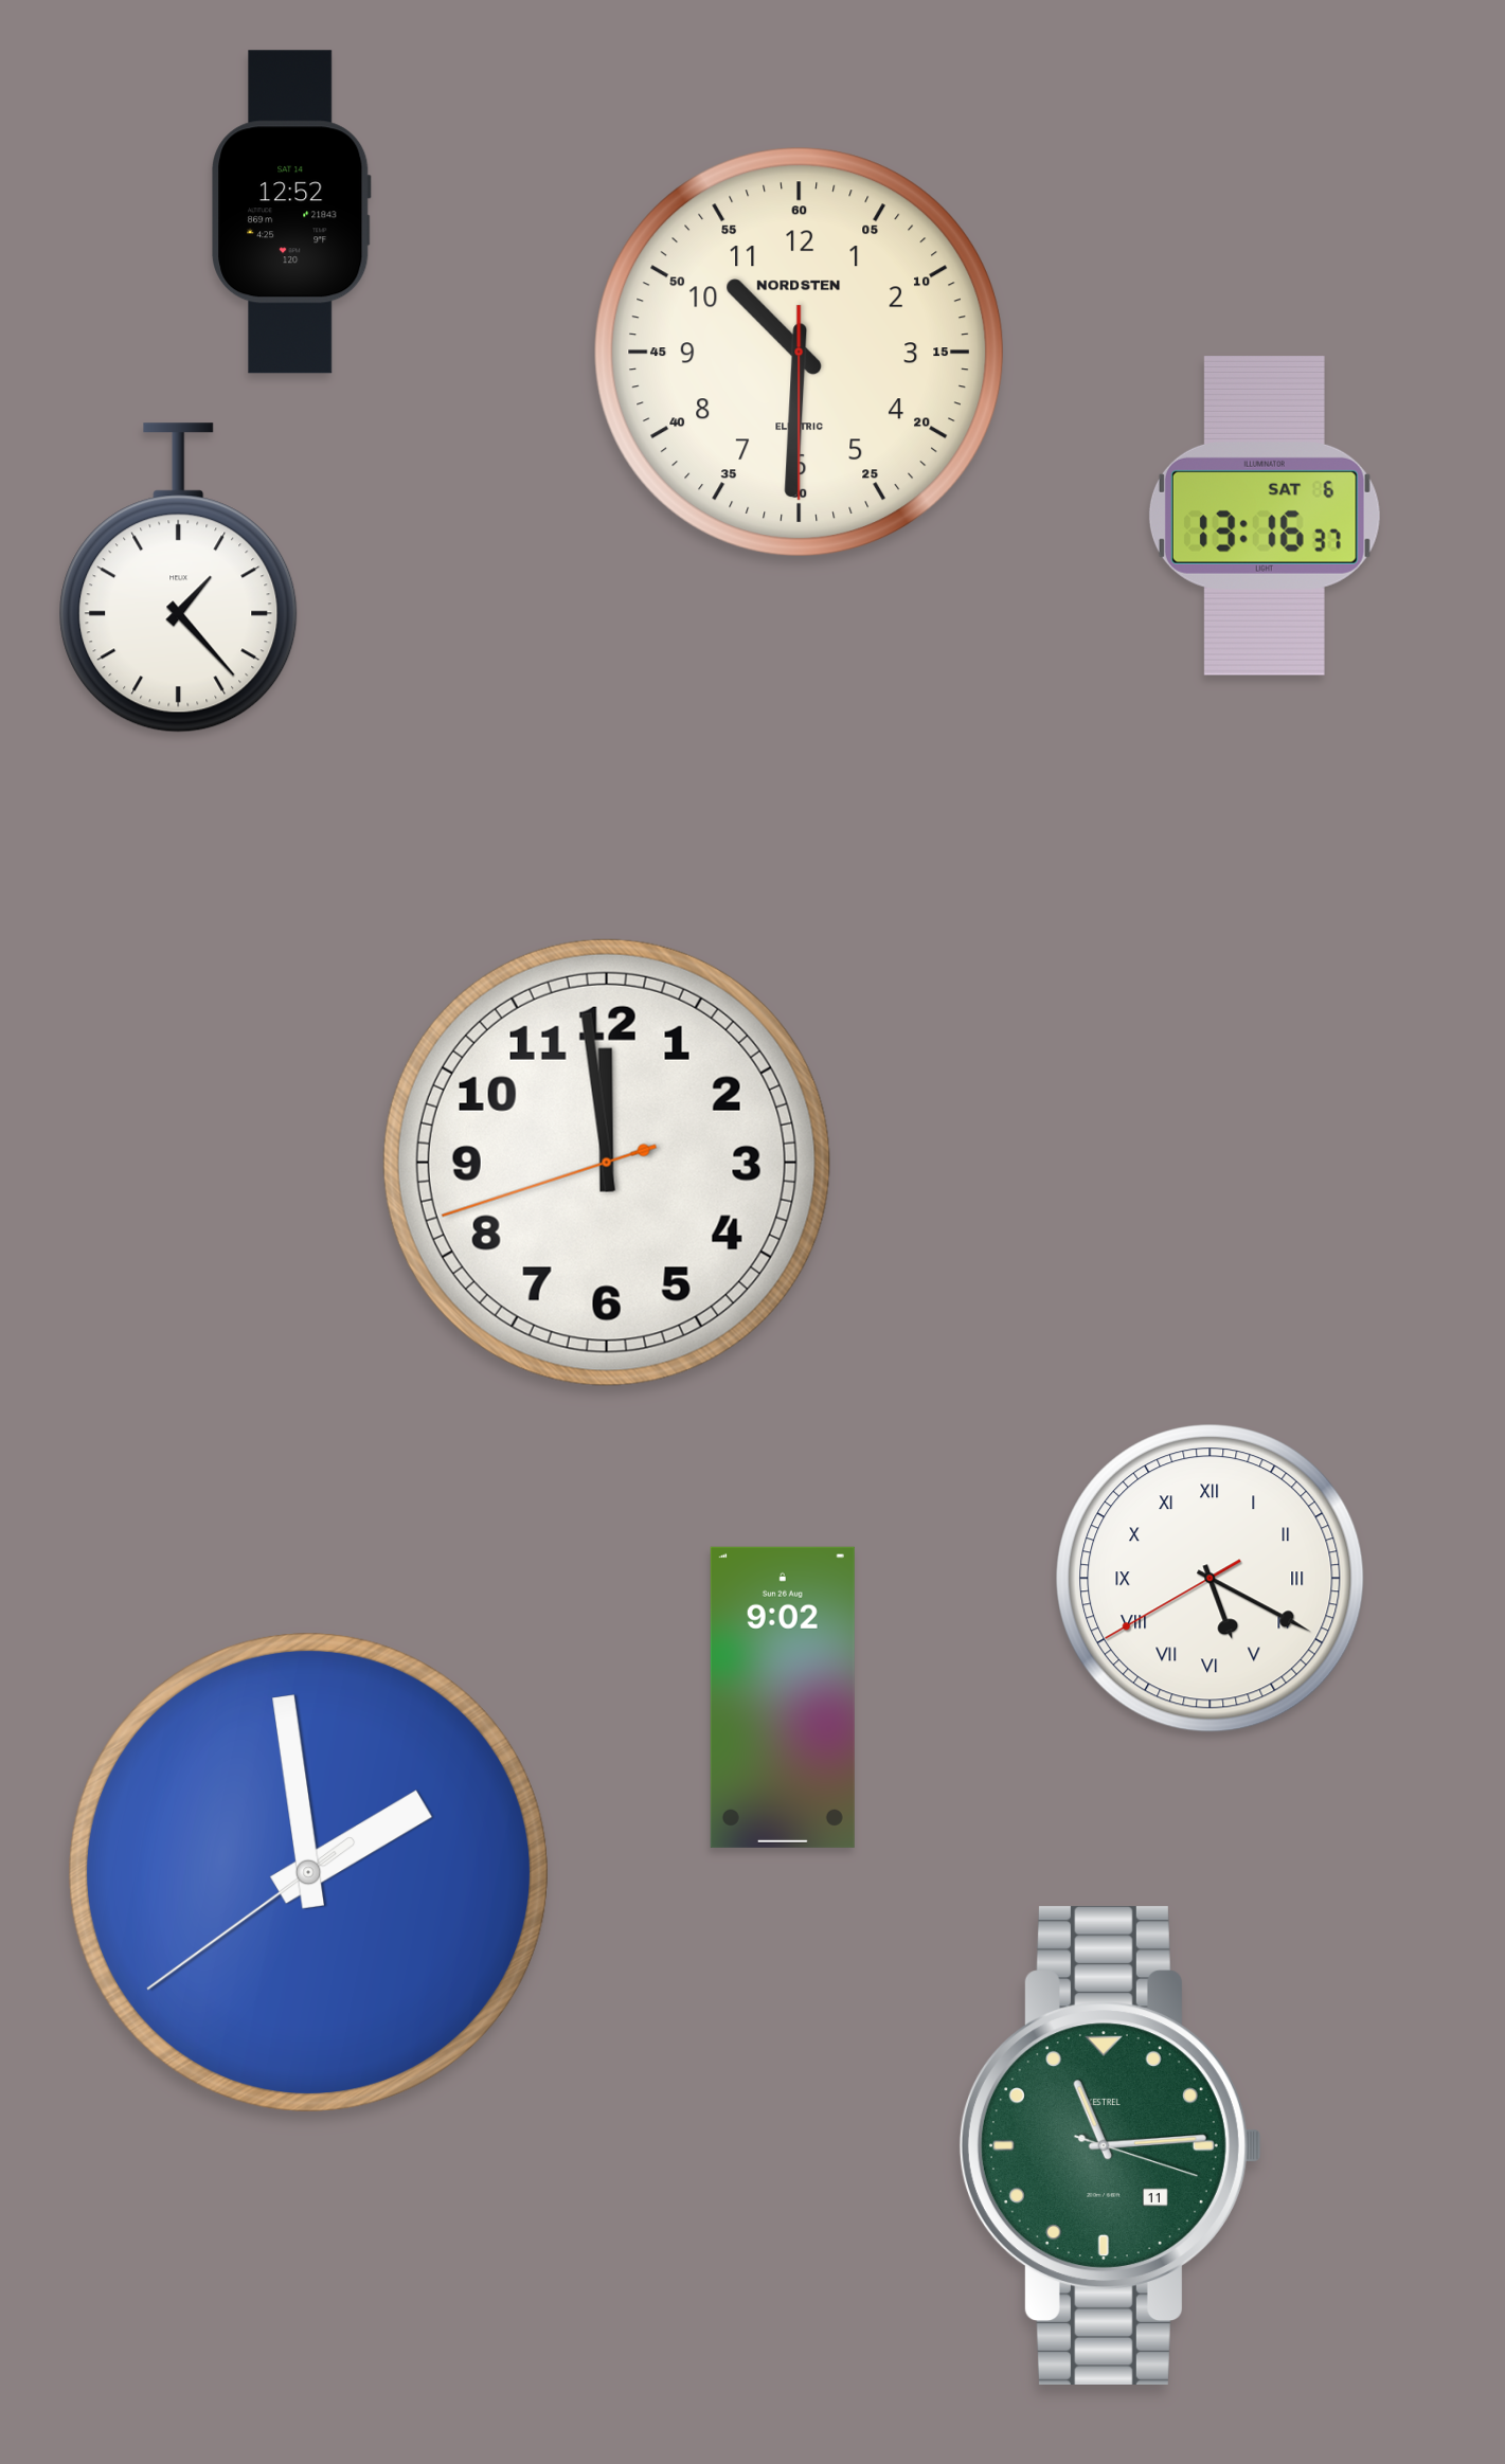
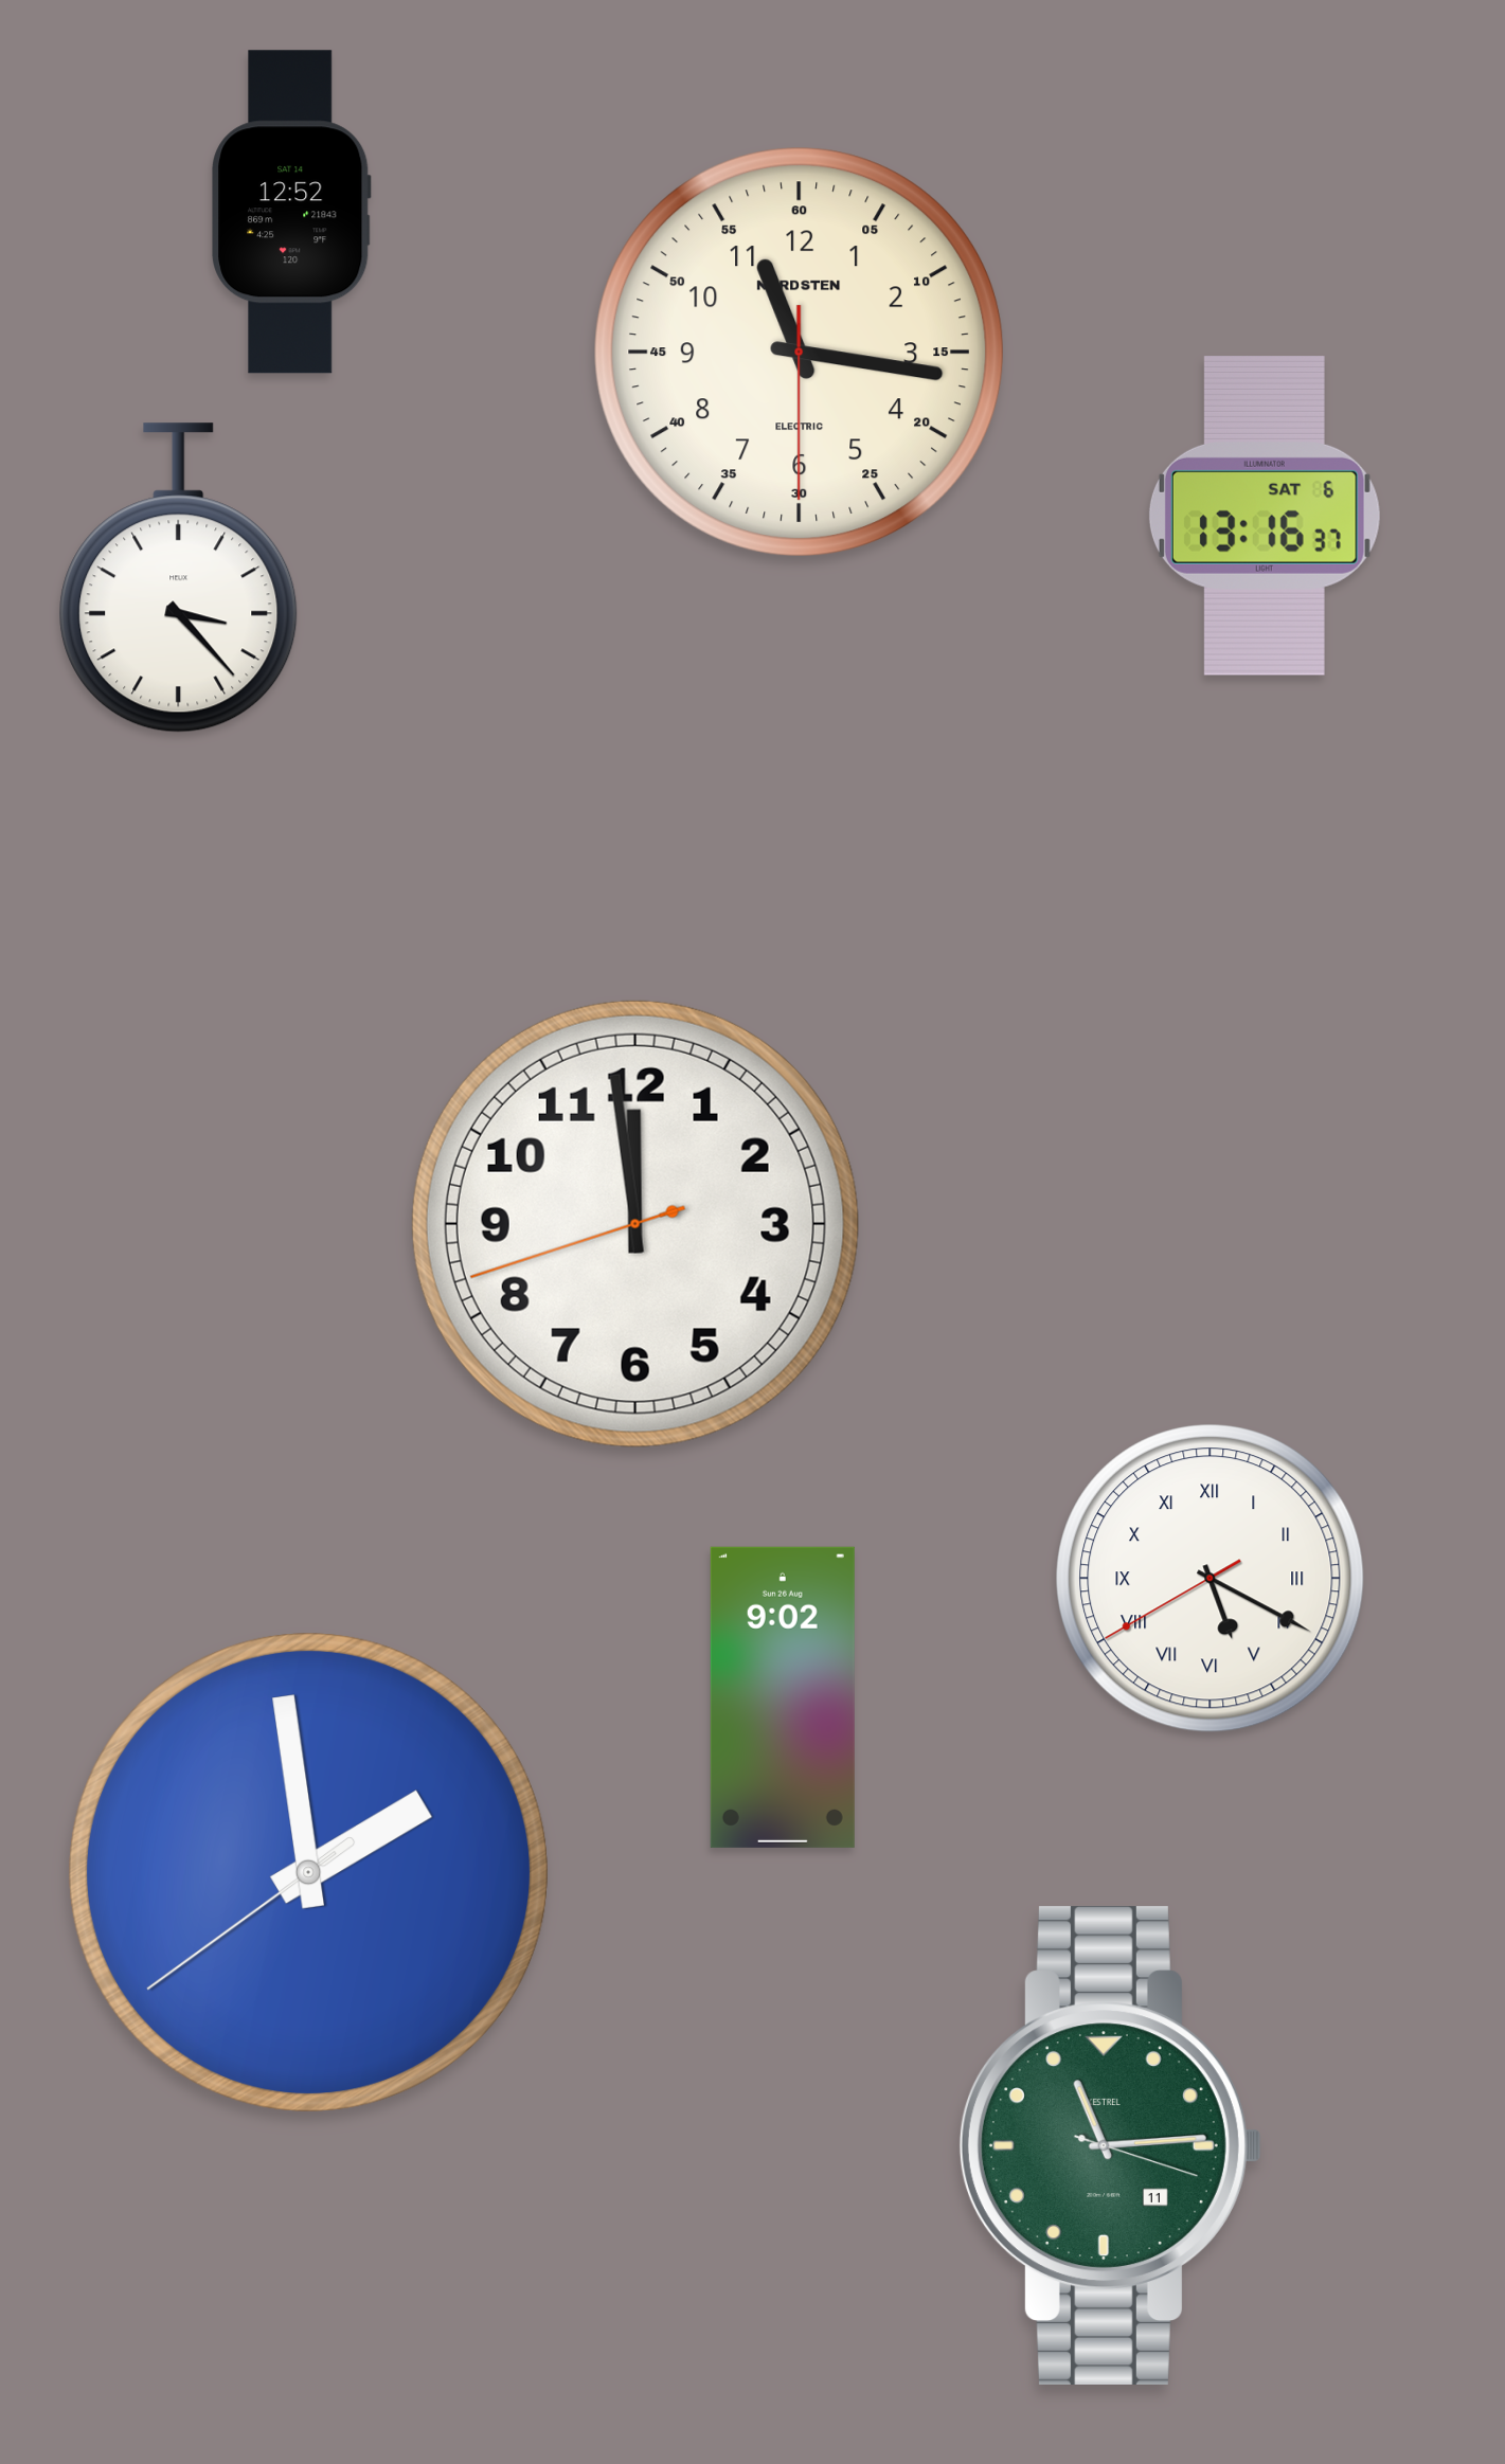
clock at (800, 353): 10:30 -> 11:16
clock at (179, 578): 1:23 -> 3:23
clock at (607, 1163) position: (607, 1163) -> (635, 1224)
